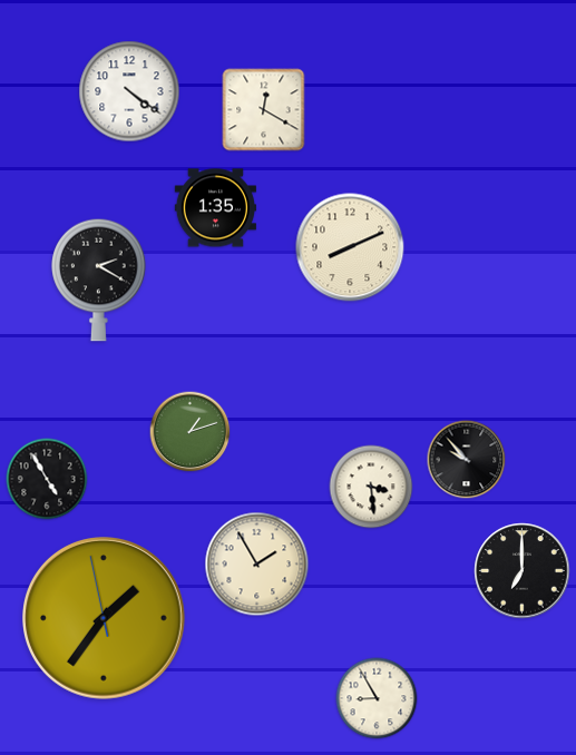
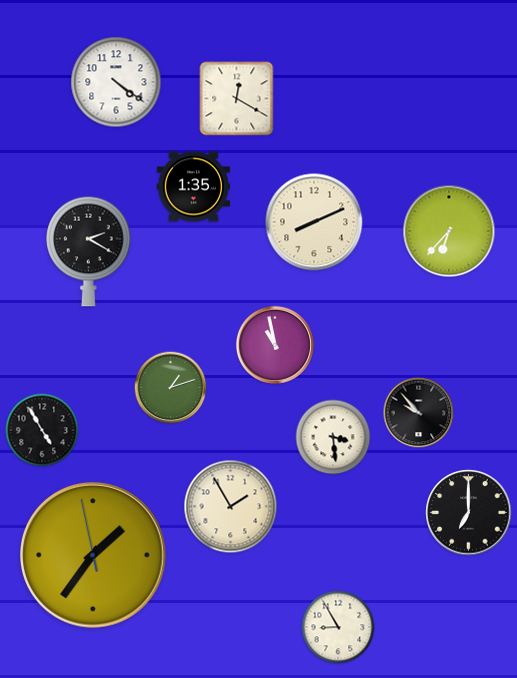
clock at (449, 231): none -> 6:37
clock at (275, 345): none -> 10:58
